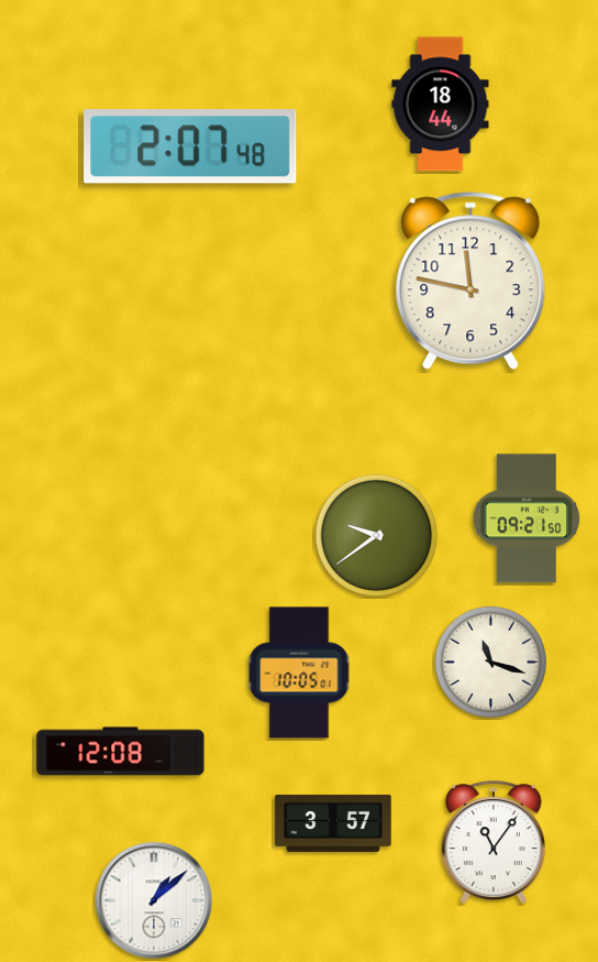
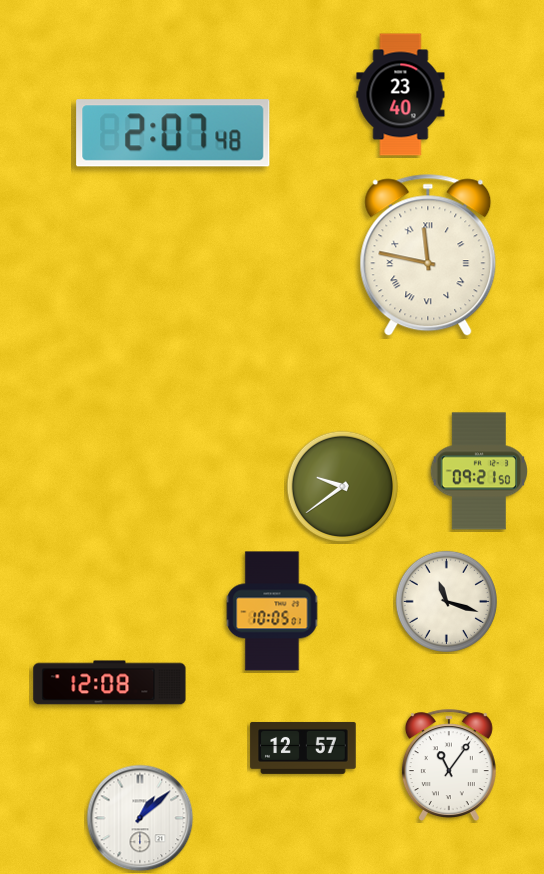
clock at (441, 105): 18:44 -> 23:40
clock at (470, 281) numerals: Arabic -> Roman
clock at (333, 823): 3:57 -> 12:57
